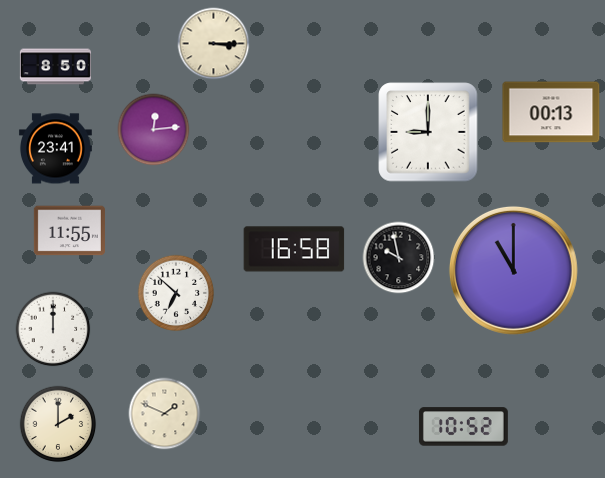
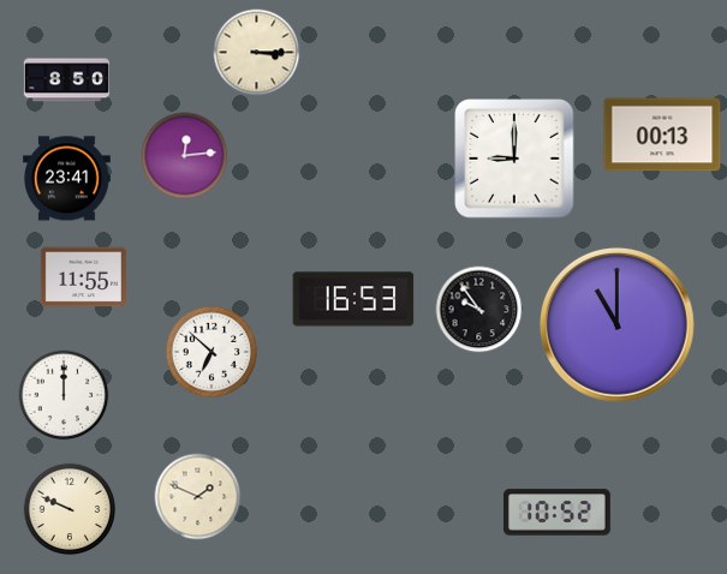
clock at (294, 249): 16:58 -> 16:53
clock at (399, 258): 9:58 -> 9:54
clock at (58, 424): 2:00 -> 9:49
